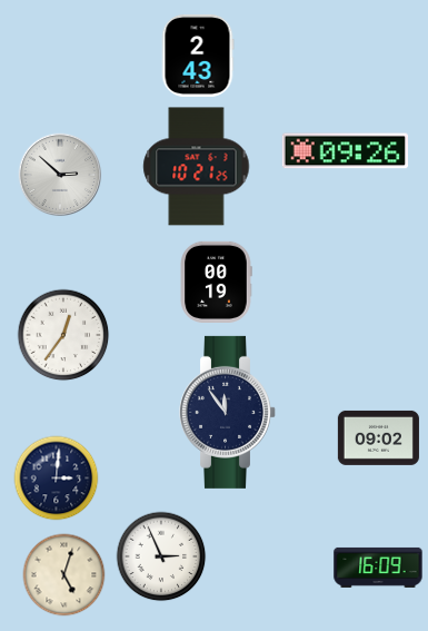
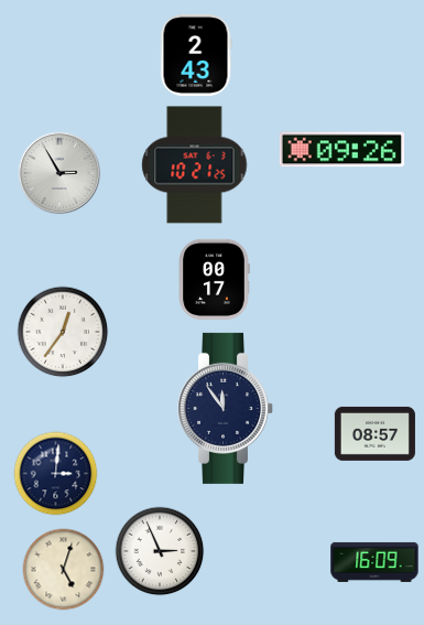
clock at (60, 175): 2:52 -> 2:55
clock at (216, 282): 00:19 -> 00:17
clock at (378, 437): 09:02 -> 08:57
